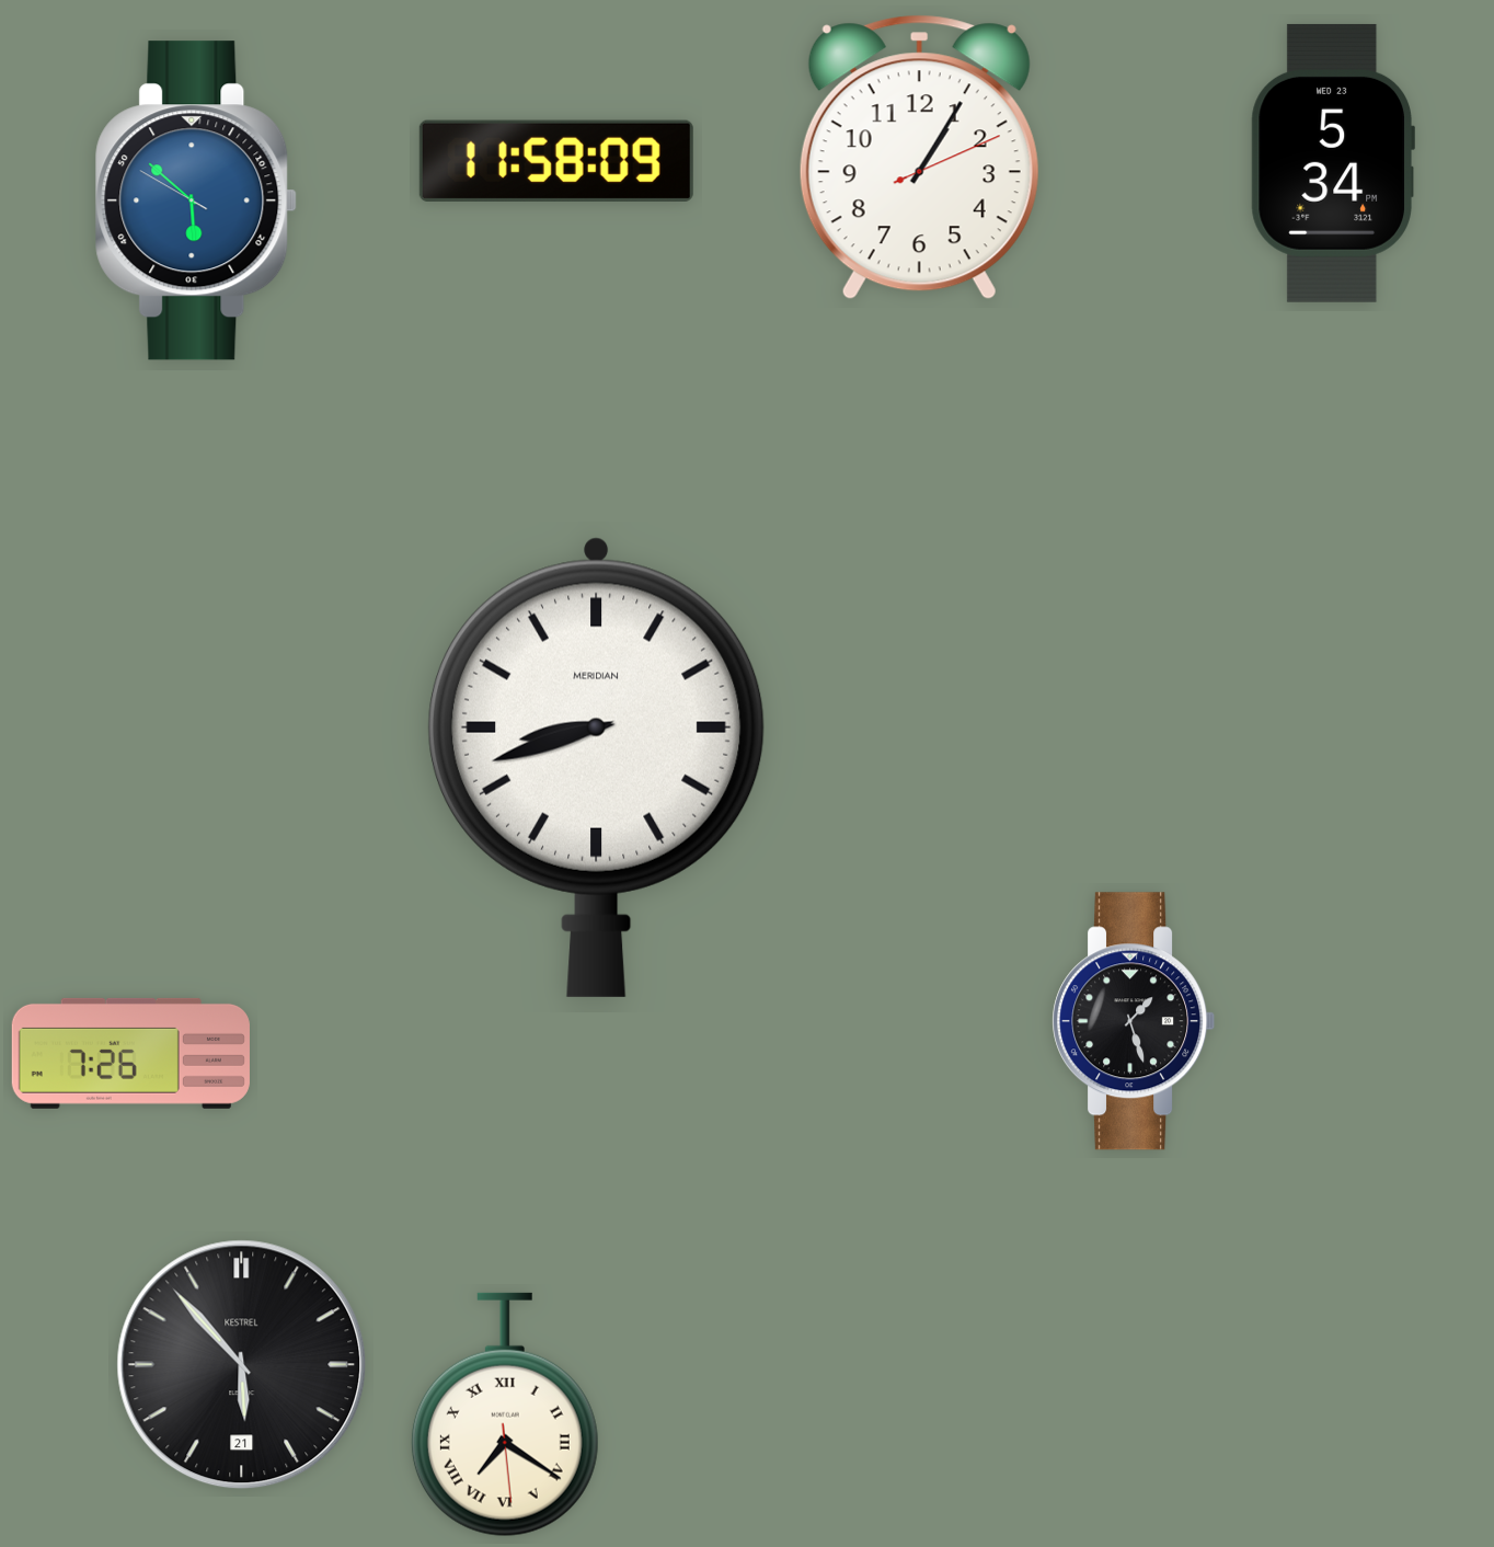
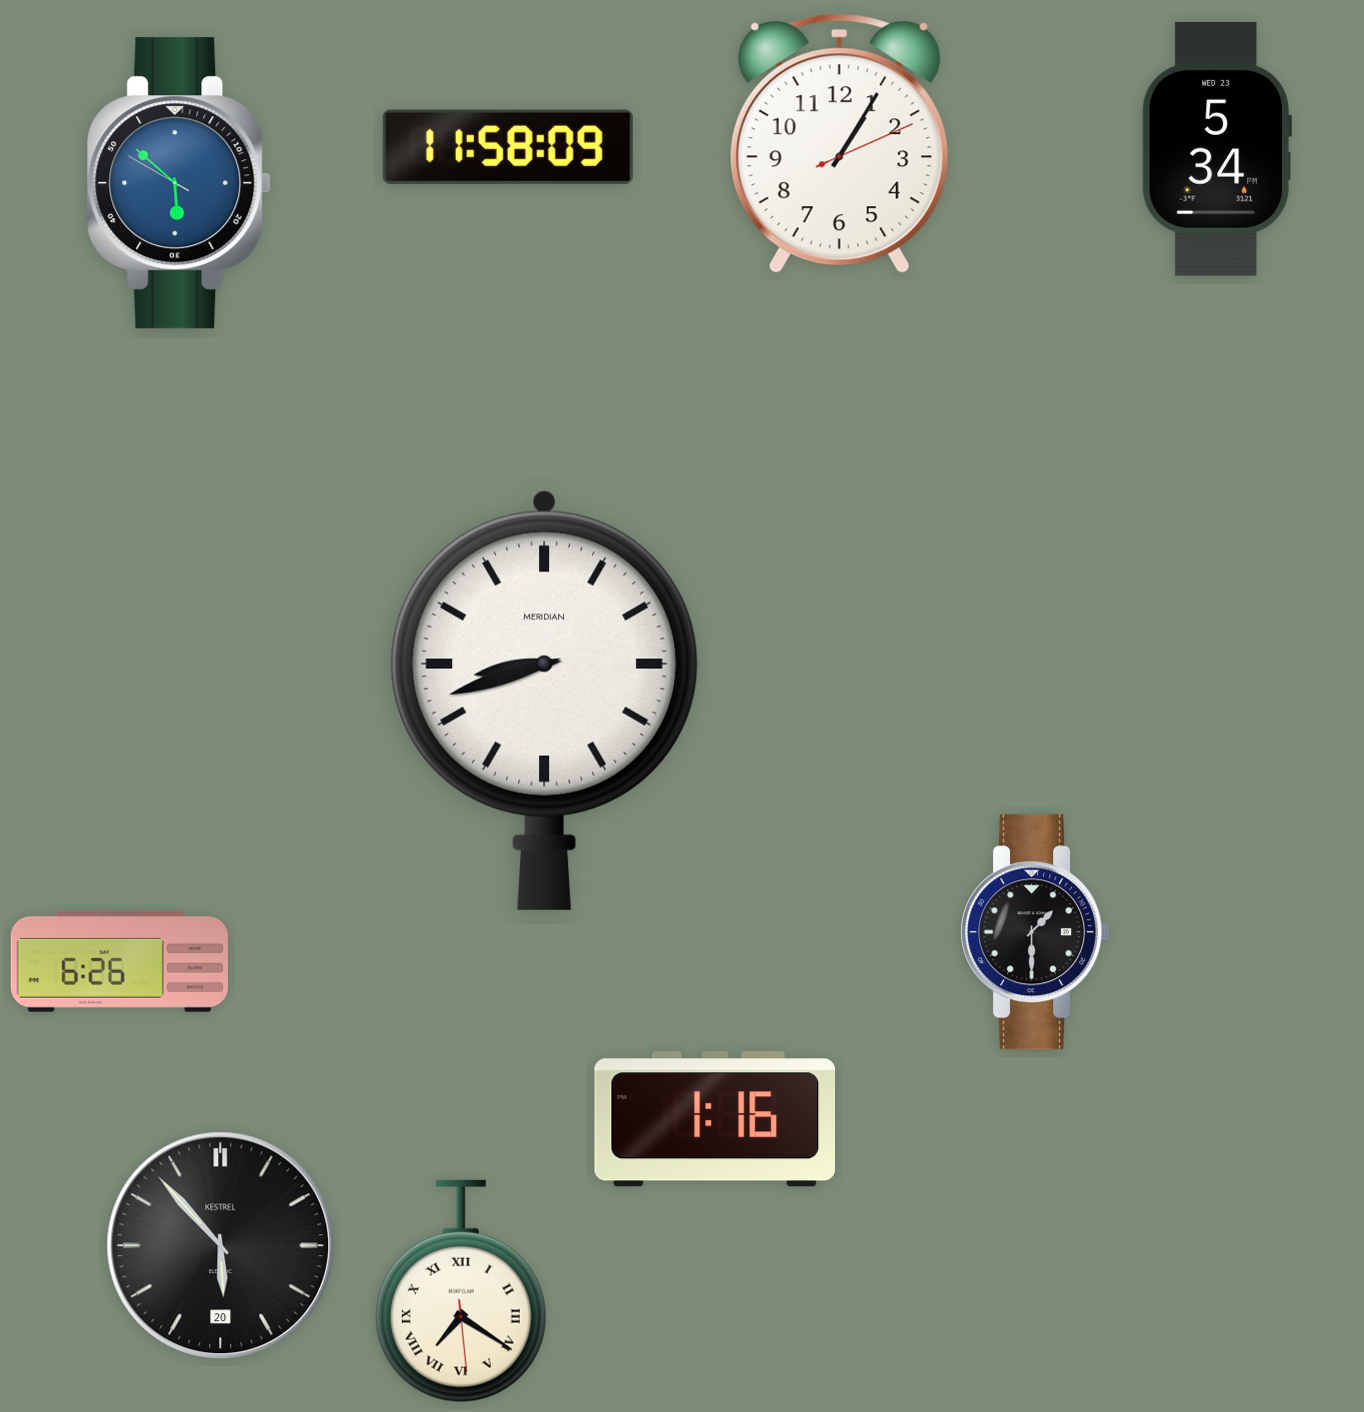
clock at (1134, 1021): 1:27 -> 1:30
clock at (130, 1053): 7:26 -> 6:26
clock at (714, 1119): none -> 1:16
clock at (242, 1365) date: 21 -> 20
